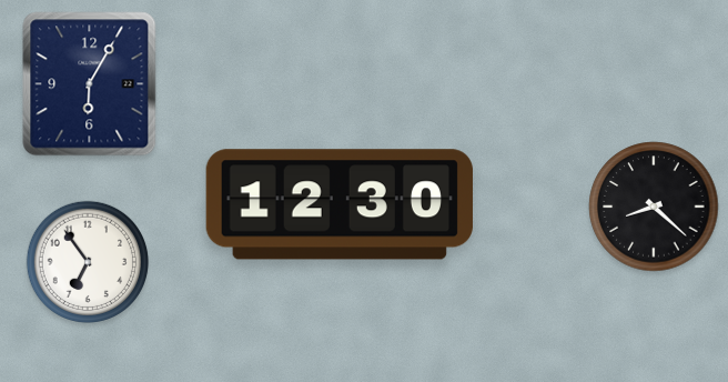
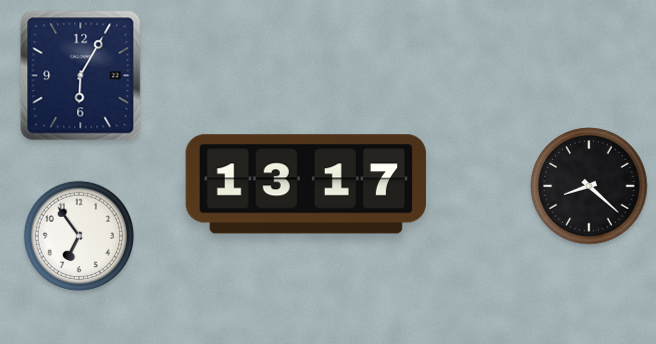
clock at (340, 204): 12:30 -> 13:17
